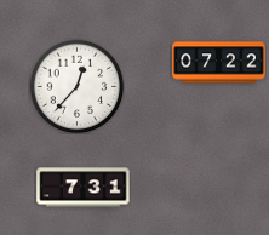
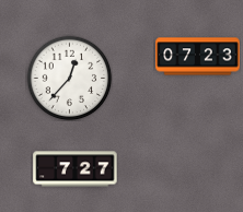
clock at (219, 63): 07:22 -> 07:23
clock at (84, 188): 7:31 -> 7:27
